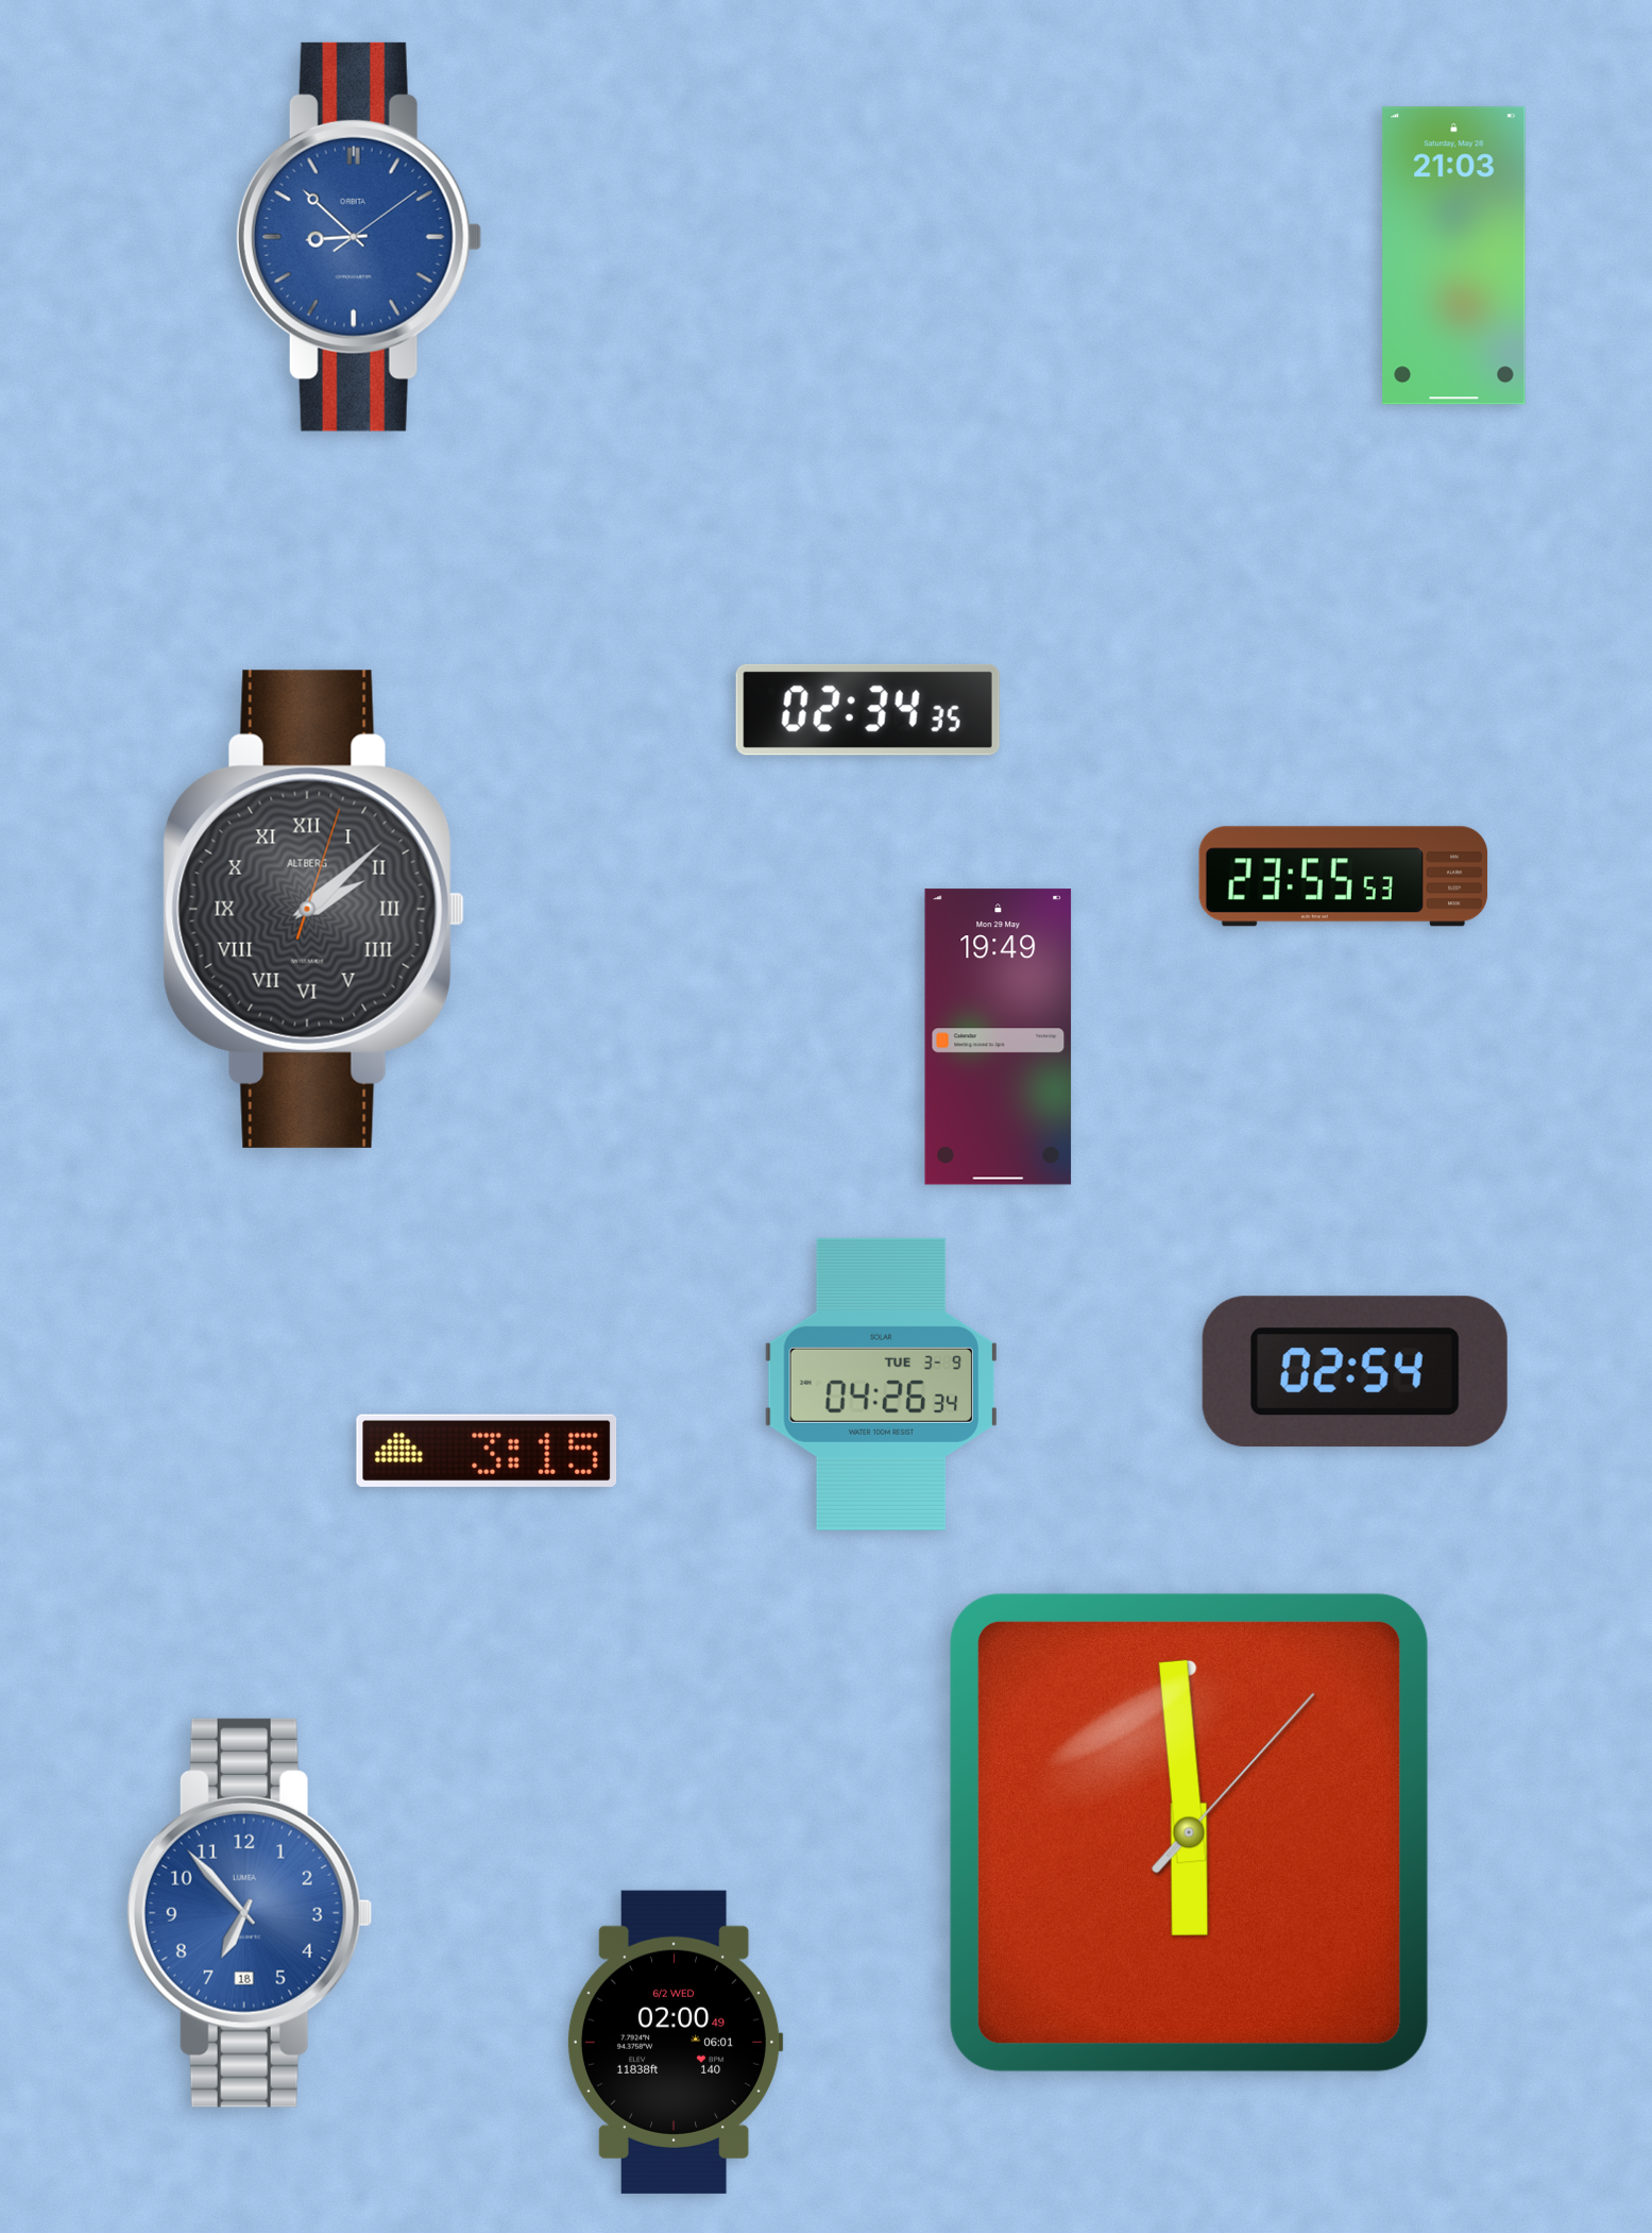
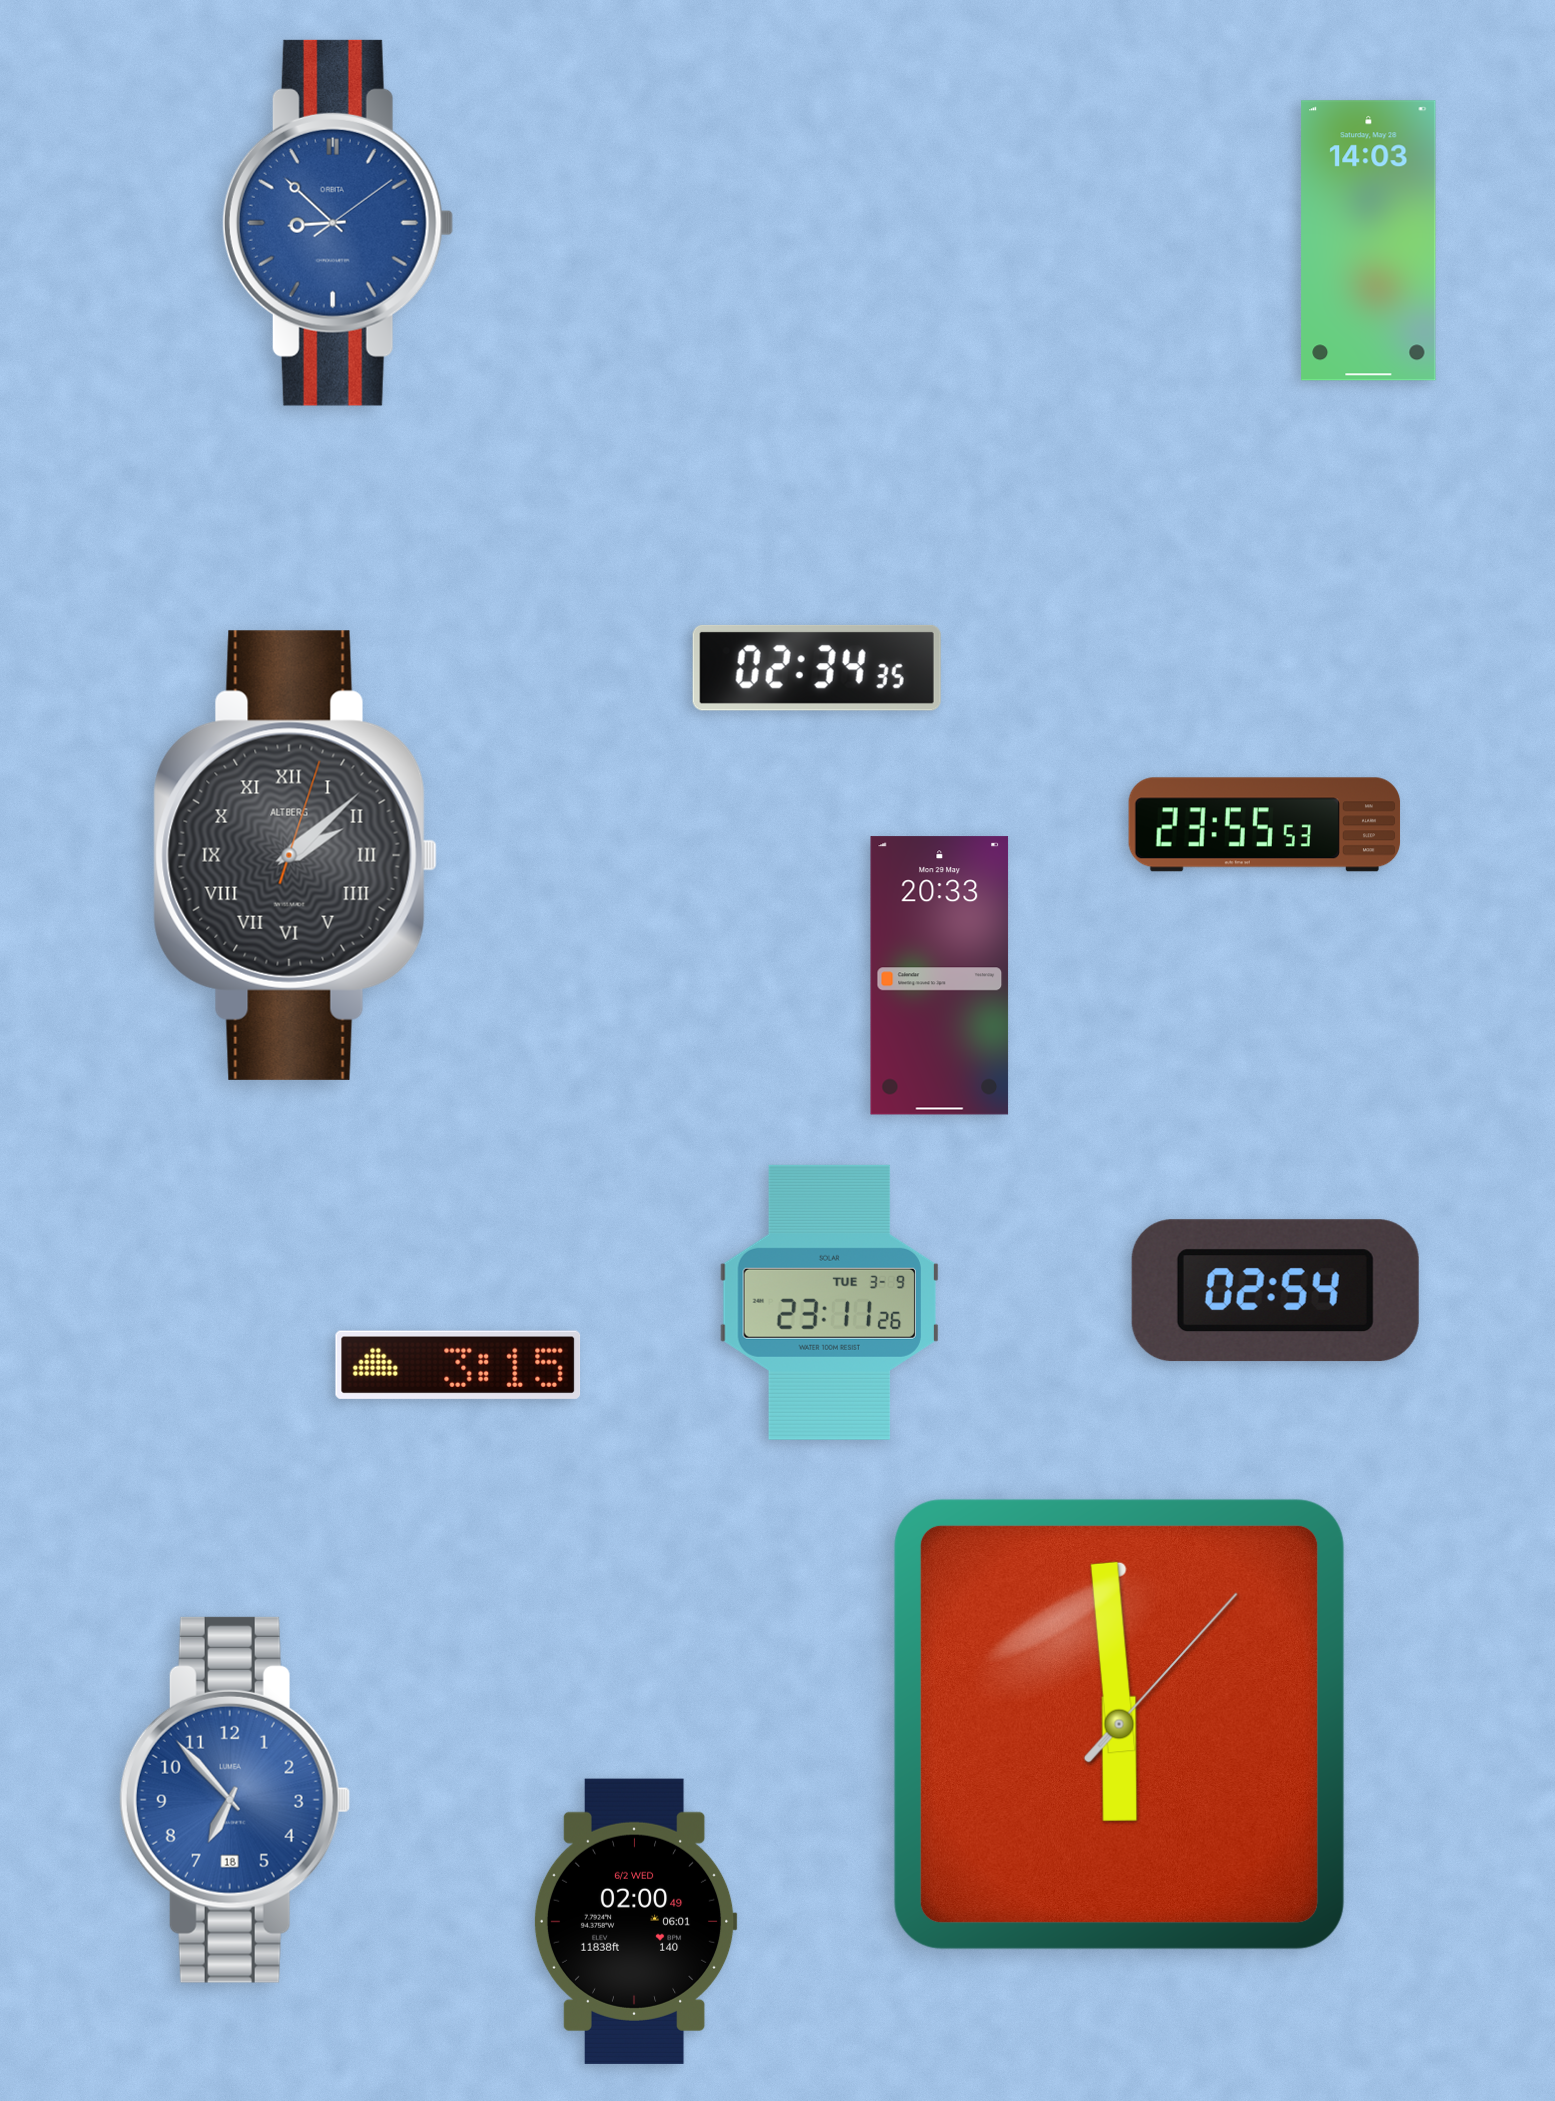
clock at (1454, 256): 21:03 -> 14:03
clock at (999, 1037): 19:49 -> 20:33
clock at (881, 1384): 04:26 -> 23:11
